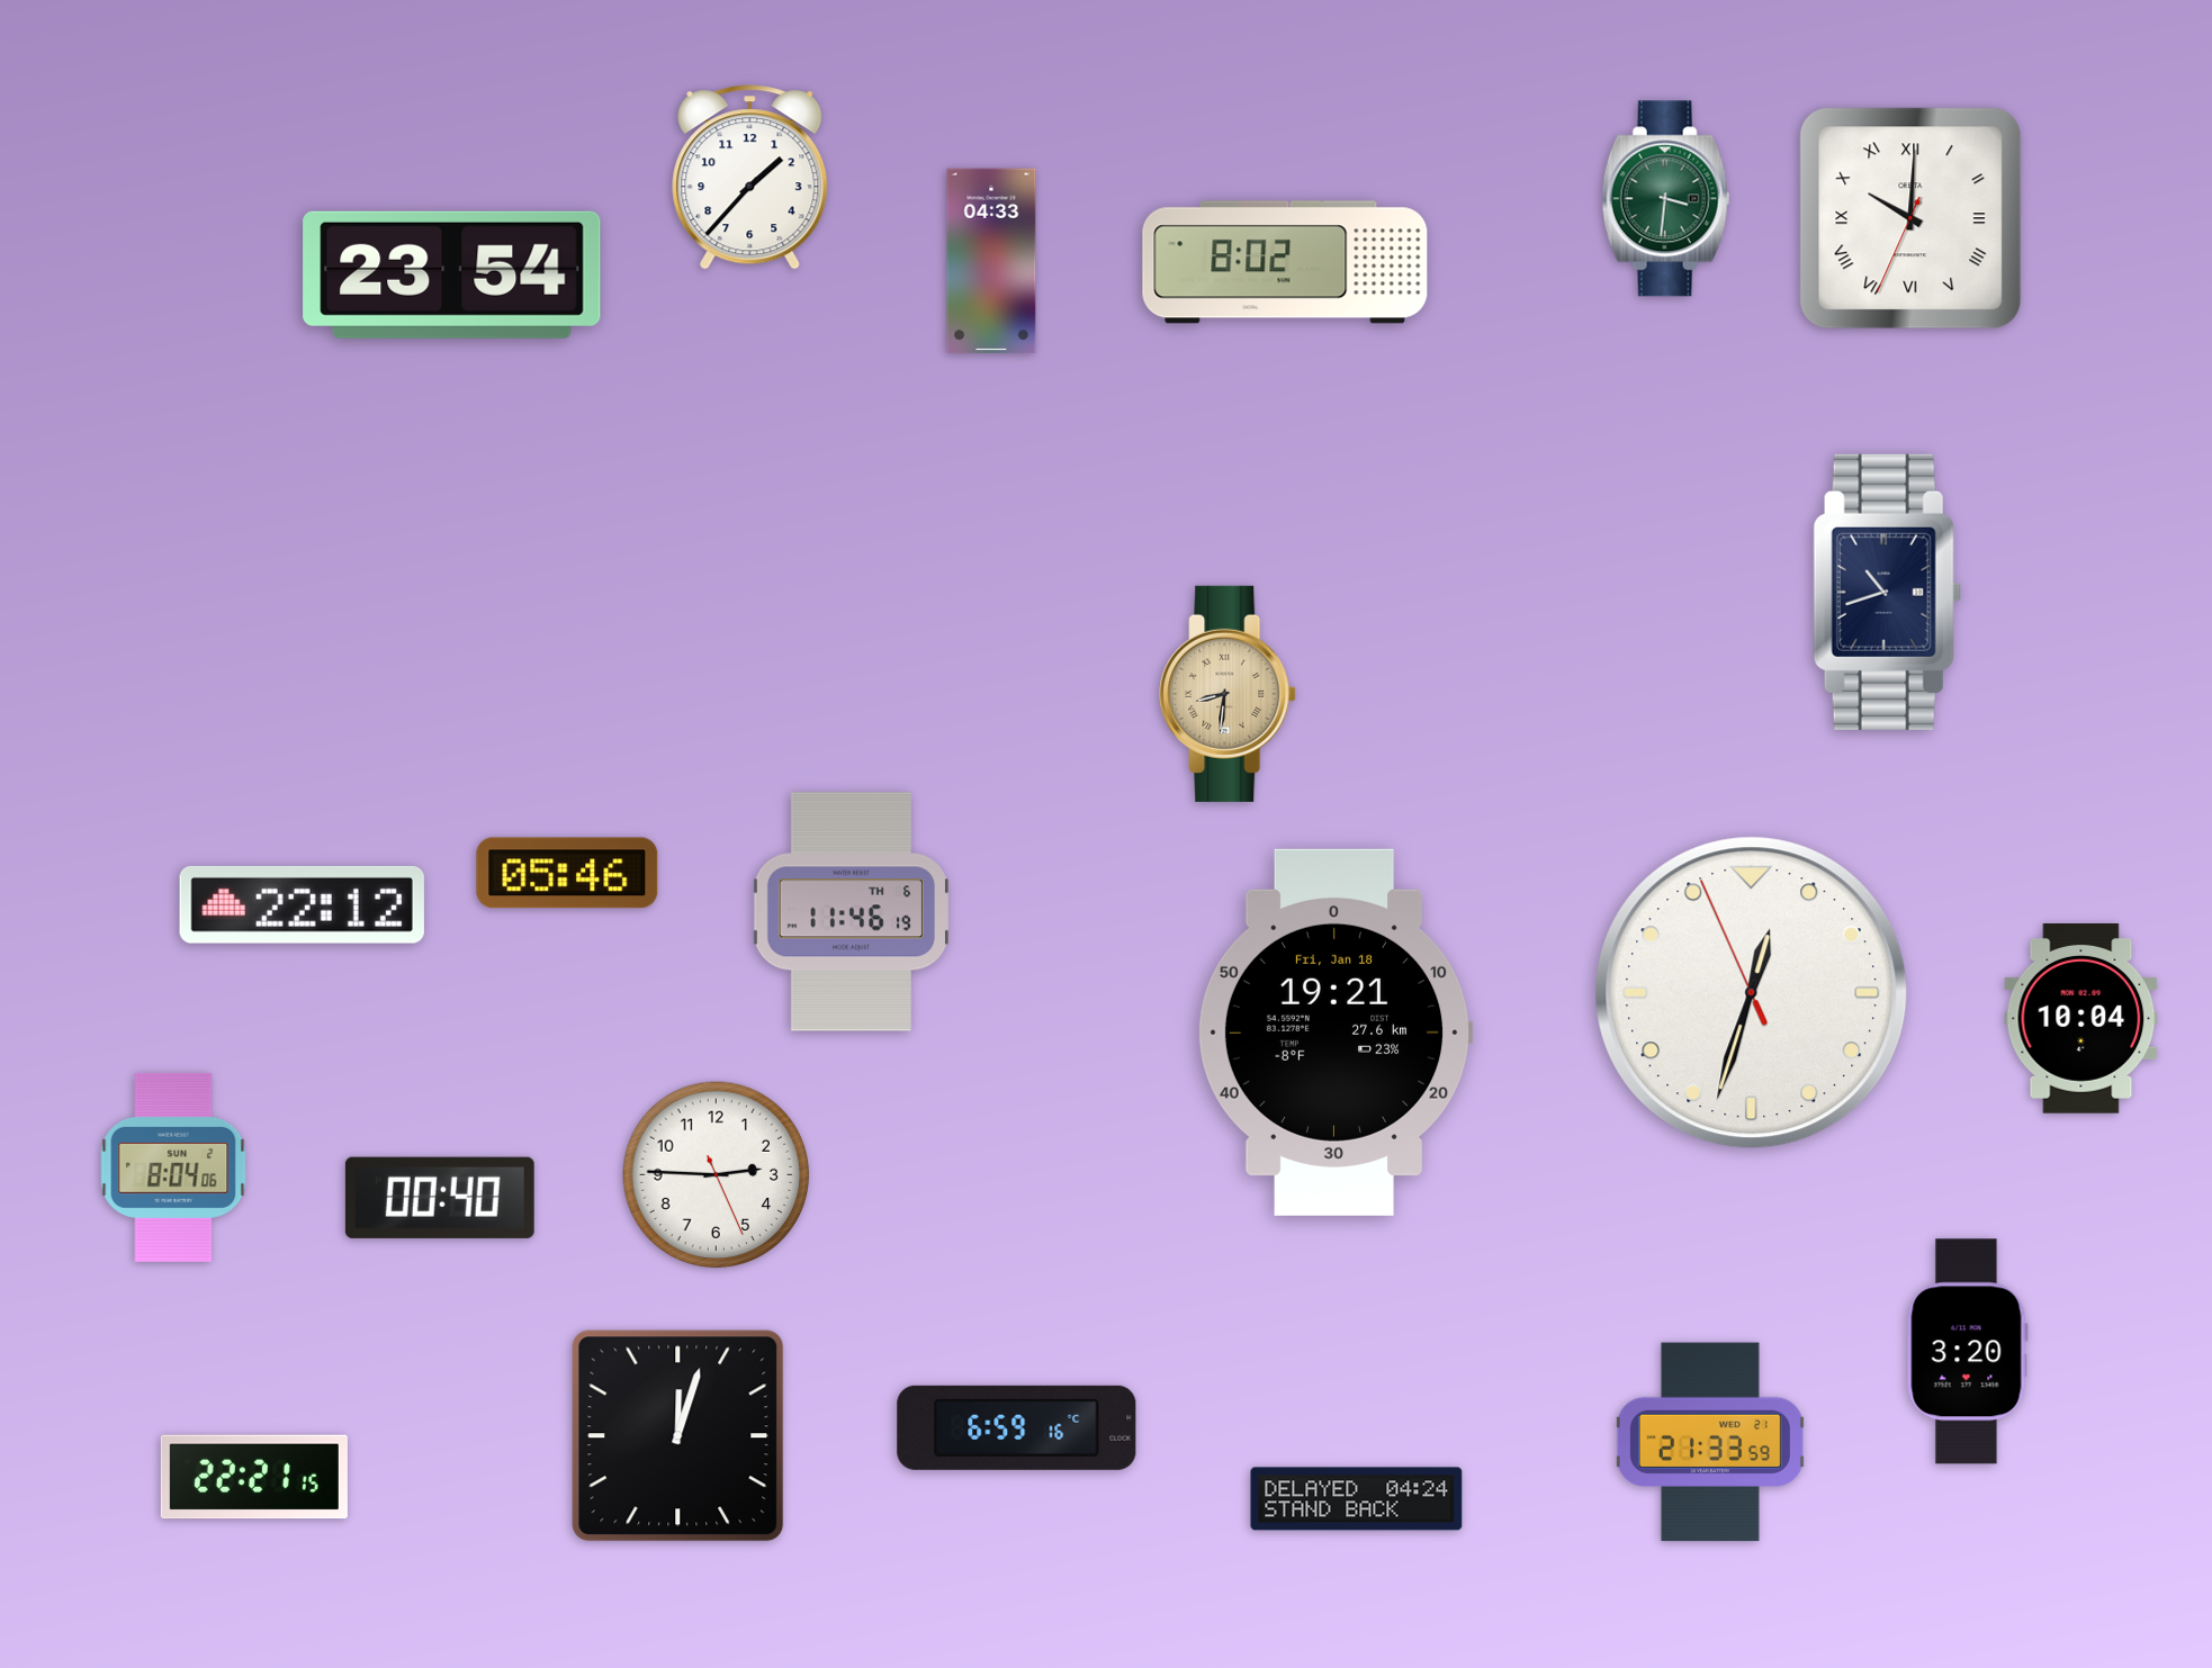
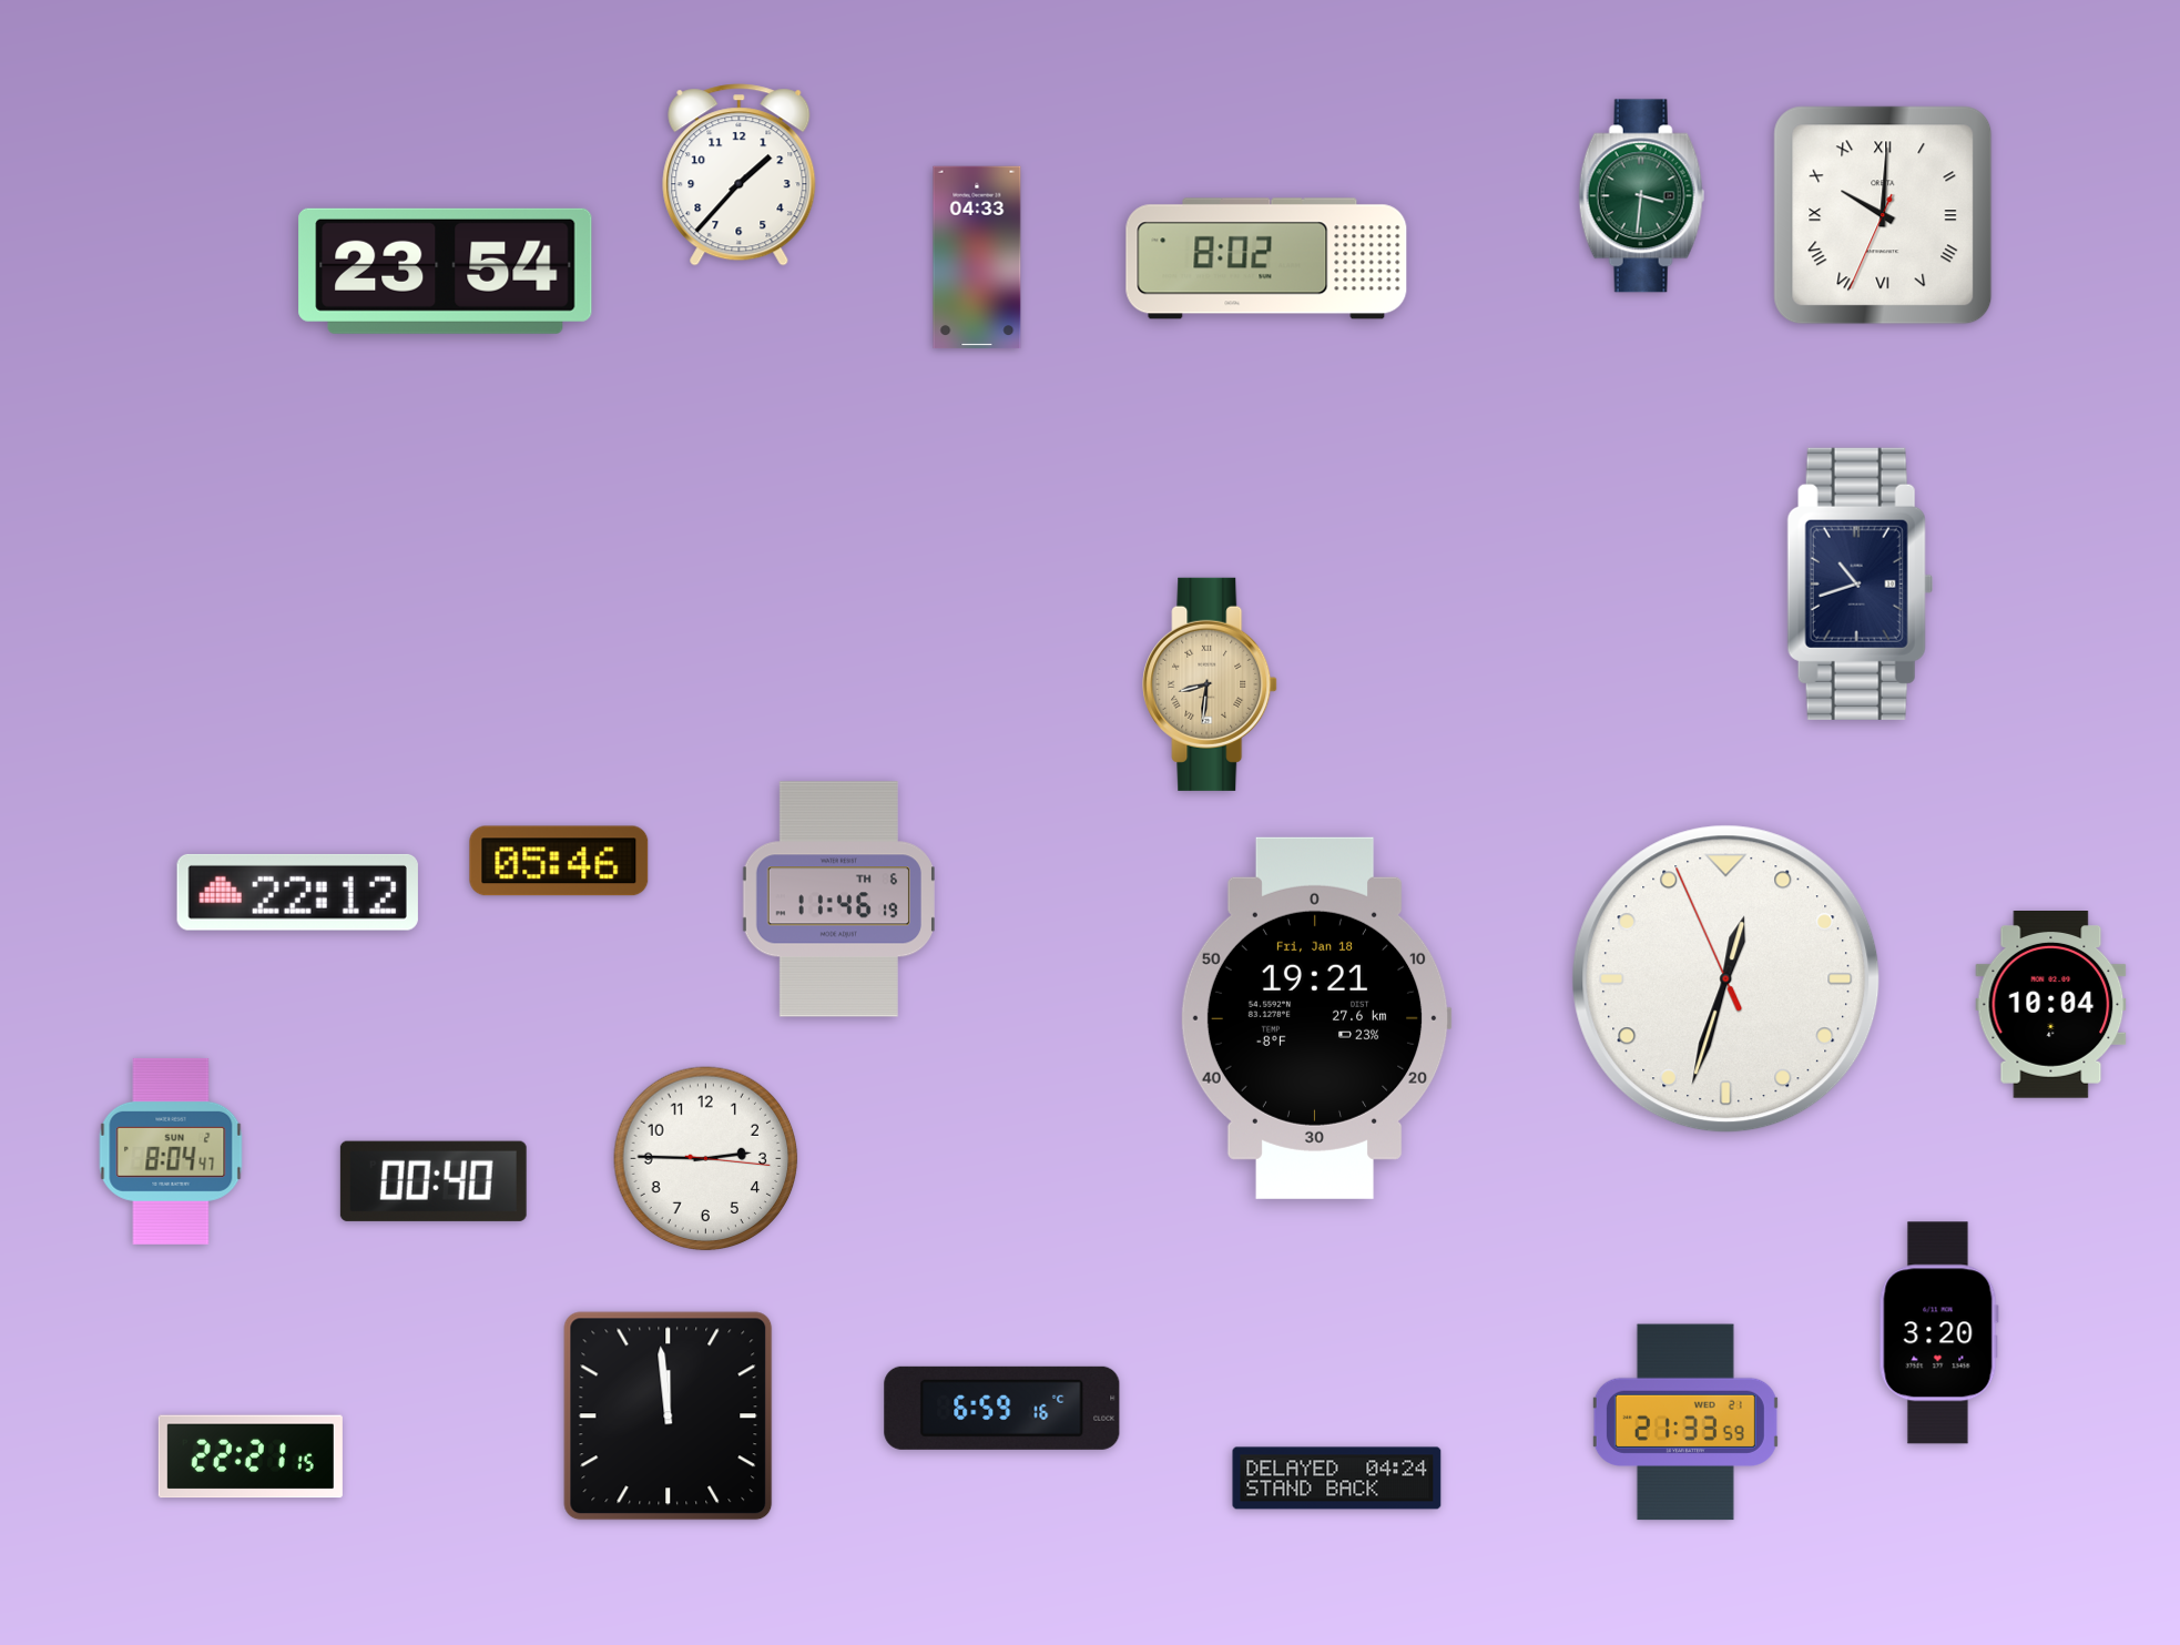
clock at (173, 1167): 8:04:06 -> 8:04:47
clock at (717, 1175): 2:45:26 -> 2:45:16
clock at (678, 1436): 12:03 -> 11:59
